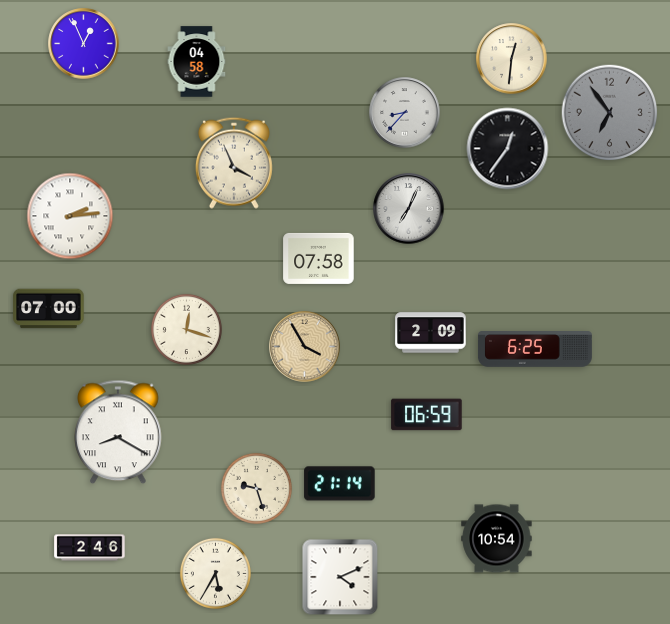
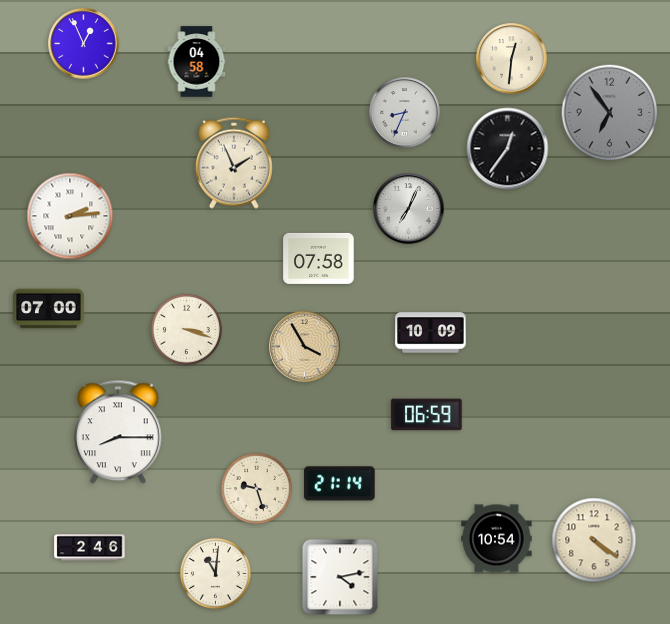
clock at (405, 113): 8:37 -> 8:34
clock at (234, 163): 3:56 -> 1:56
clock at (186, 329): 12:18 -> 3:18
clock at (431, 333): 2:09 -> 10:09
clock at (535, 350): 6:25 -> none
clock at (118, 432): 8:20 -> 8:15
clock at (594, 540): none -> 4:21
clock at (215, 573): 5:35 -> 11:01
clock at (340, 577): 4:11 -> 4:13
